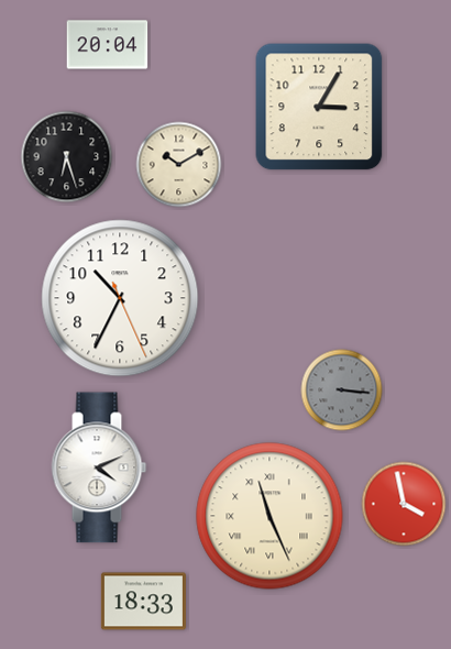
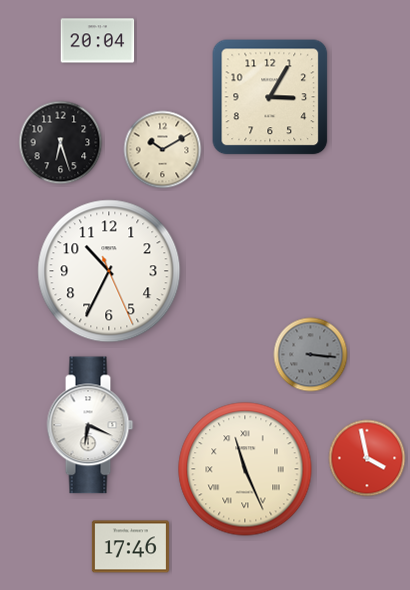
clock at (319, 107) position: (319, 107) -> (270, 97)
clock at (99, 468): 4:11 -> 6:19
clock at (143, 602): 18:33 -> 17:46
